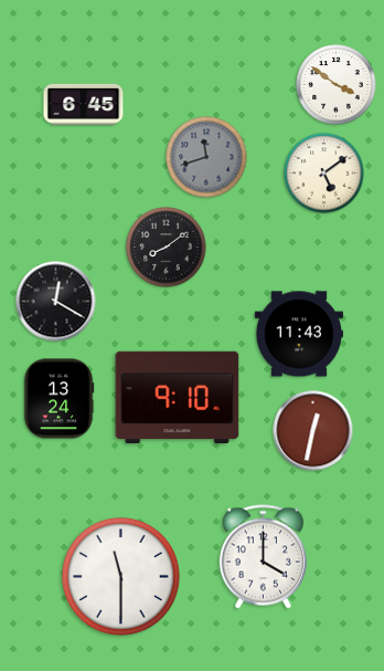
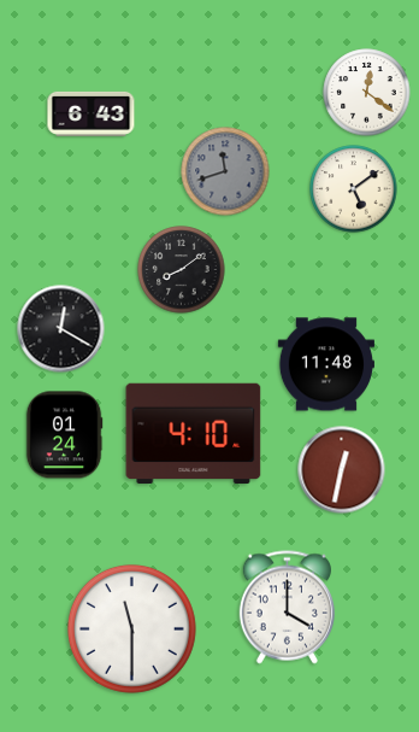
clock at (337, 85): 3:51 -> 12:21
clock at (84, 104): 6:45 -> 6:43
clock at (299, 334): 11:43 -> 11:48
clock at (178, 398): 9:10 -> 4:10
clock at (58, 399): 13:24 -> 01:24
